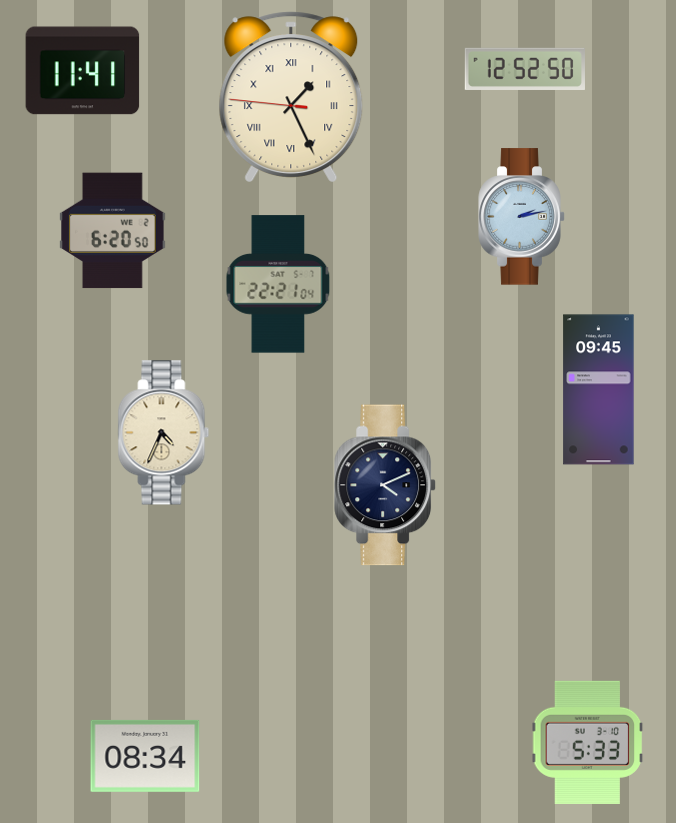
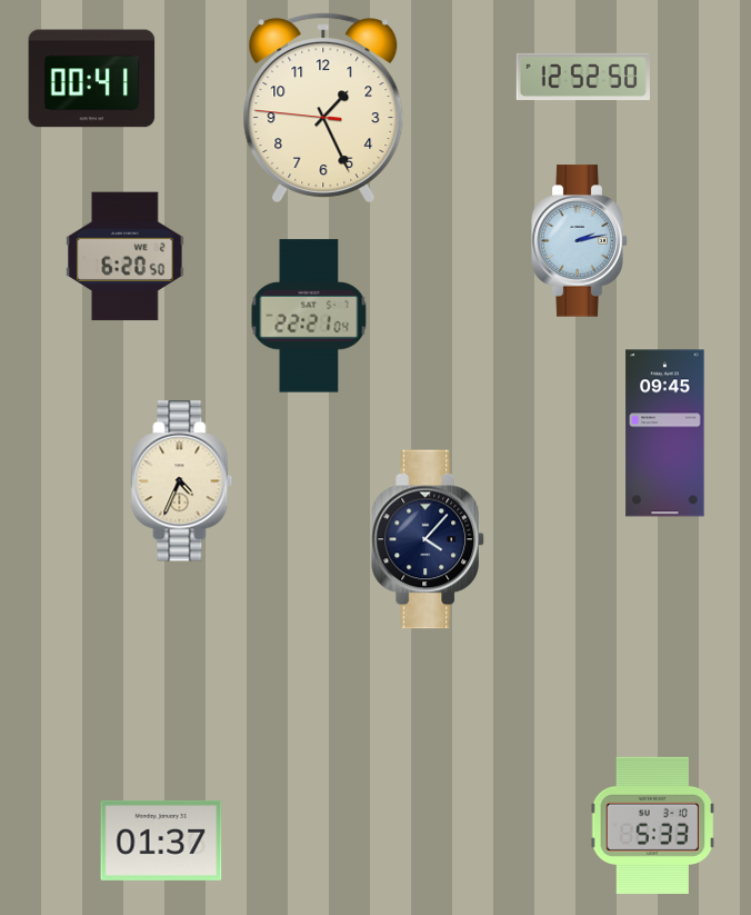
clock at (83, 71): 11:41 -> 00:41
clock at (291, 97) numerals: Roman -> Arabic
clock at (386, 485): 4:11 -> 4:07
clock at (145, 756): 08:34 -> 01:37
